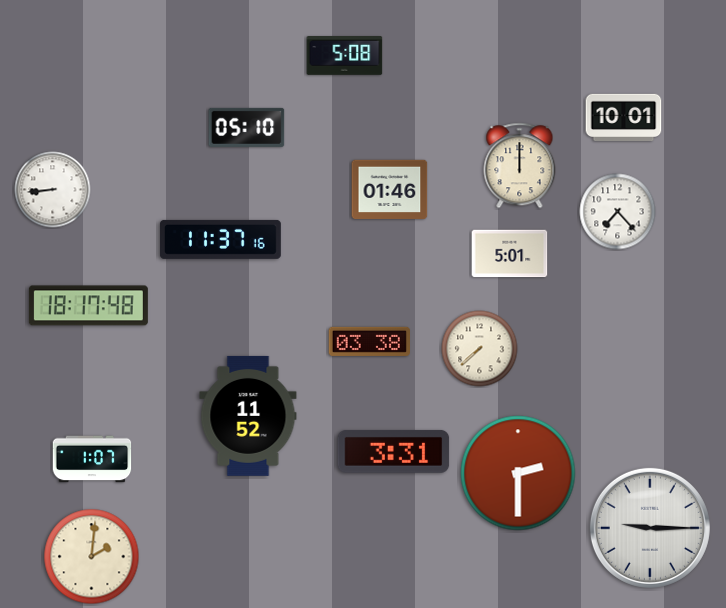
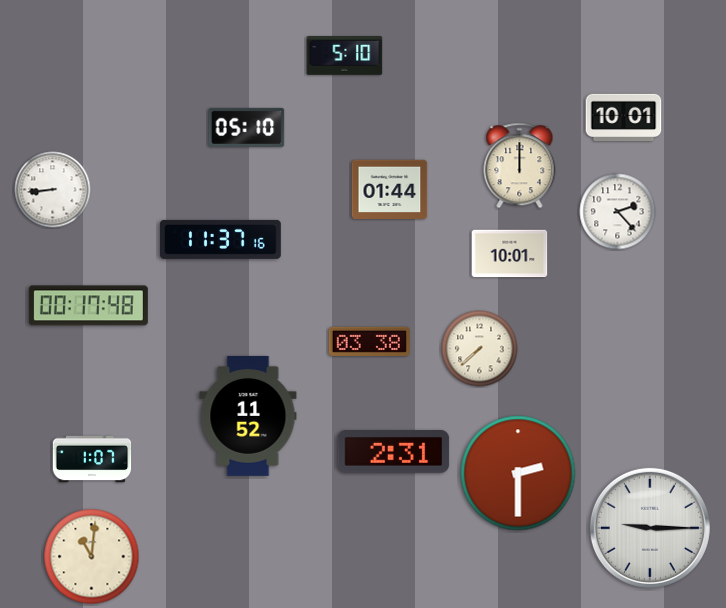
clock at (345, 56): 5:08 -> 5:10
clock at (390, 190): 01:46 -> 01:44
clock at (618, 212): 7:23 -> 2:23
clock at (510, 254): 5:01 -> 10:01
clock at (88, 306): 18:17 -> 00:17
clock at (394, 451): 3:31 -> 2:31
clock at (92, 557): 2:01 -> 11:01
